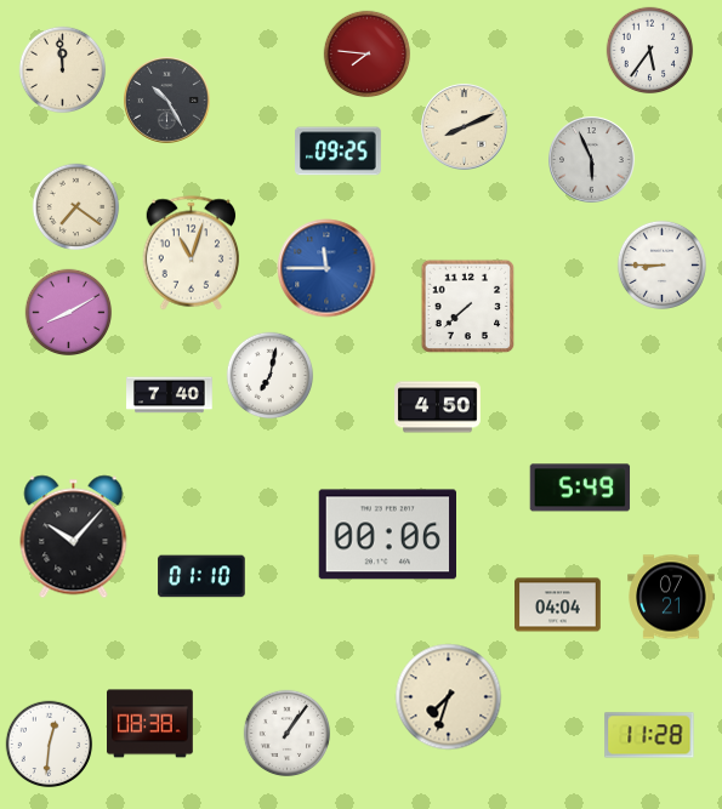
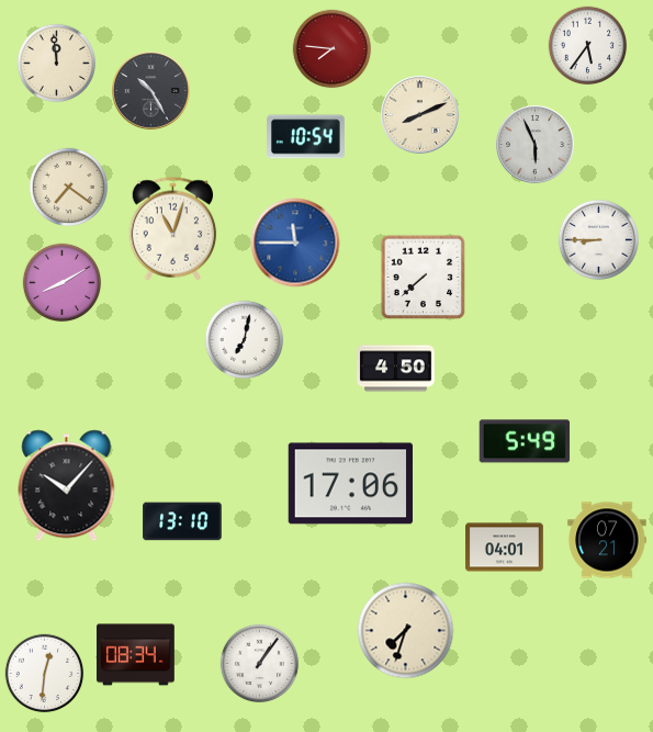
clock at (339, 152): 09:25 -> 10:54
clock at (170, 395): 7:40 -> none
clock at (387, 535): 00:06 -> 17:06
clock at (201, 576): 01:10 -> 13:10
clock at (558, 605): 04:04 -> 04:01
clock at (150, 724): 08:38 -> 08:34
clock at (649, 735): 11:28 -> none
